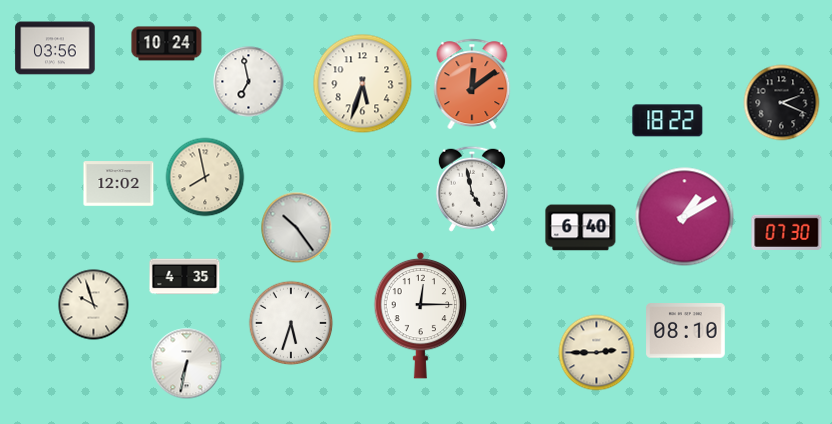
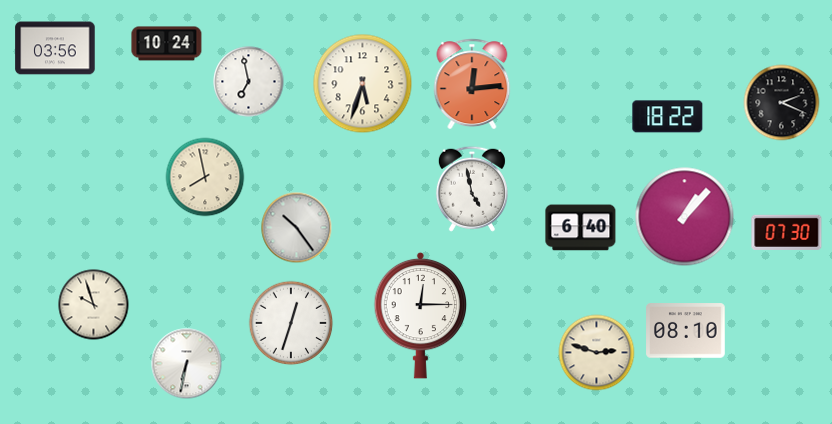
clock at (472, 84): 12:09 -> 12:14
clock at (668, 121) position: (668, 121) -> (668, 117)
clock at (119, 184): 12:02 -> none
clock at (685, 217): 1:10 -> 1:07
clock at (185, 277): 4:35 -> none
clock at (291, 323): 5:33 -> 12:33
clock at (597, 353): 2:45 -> 2:48
